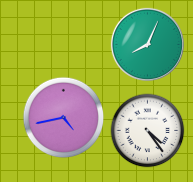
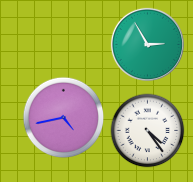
clock at (147, 44): 8:04 -> 2:55
